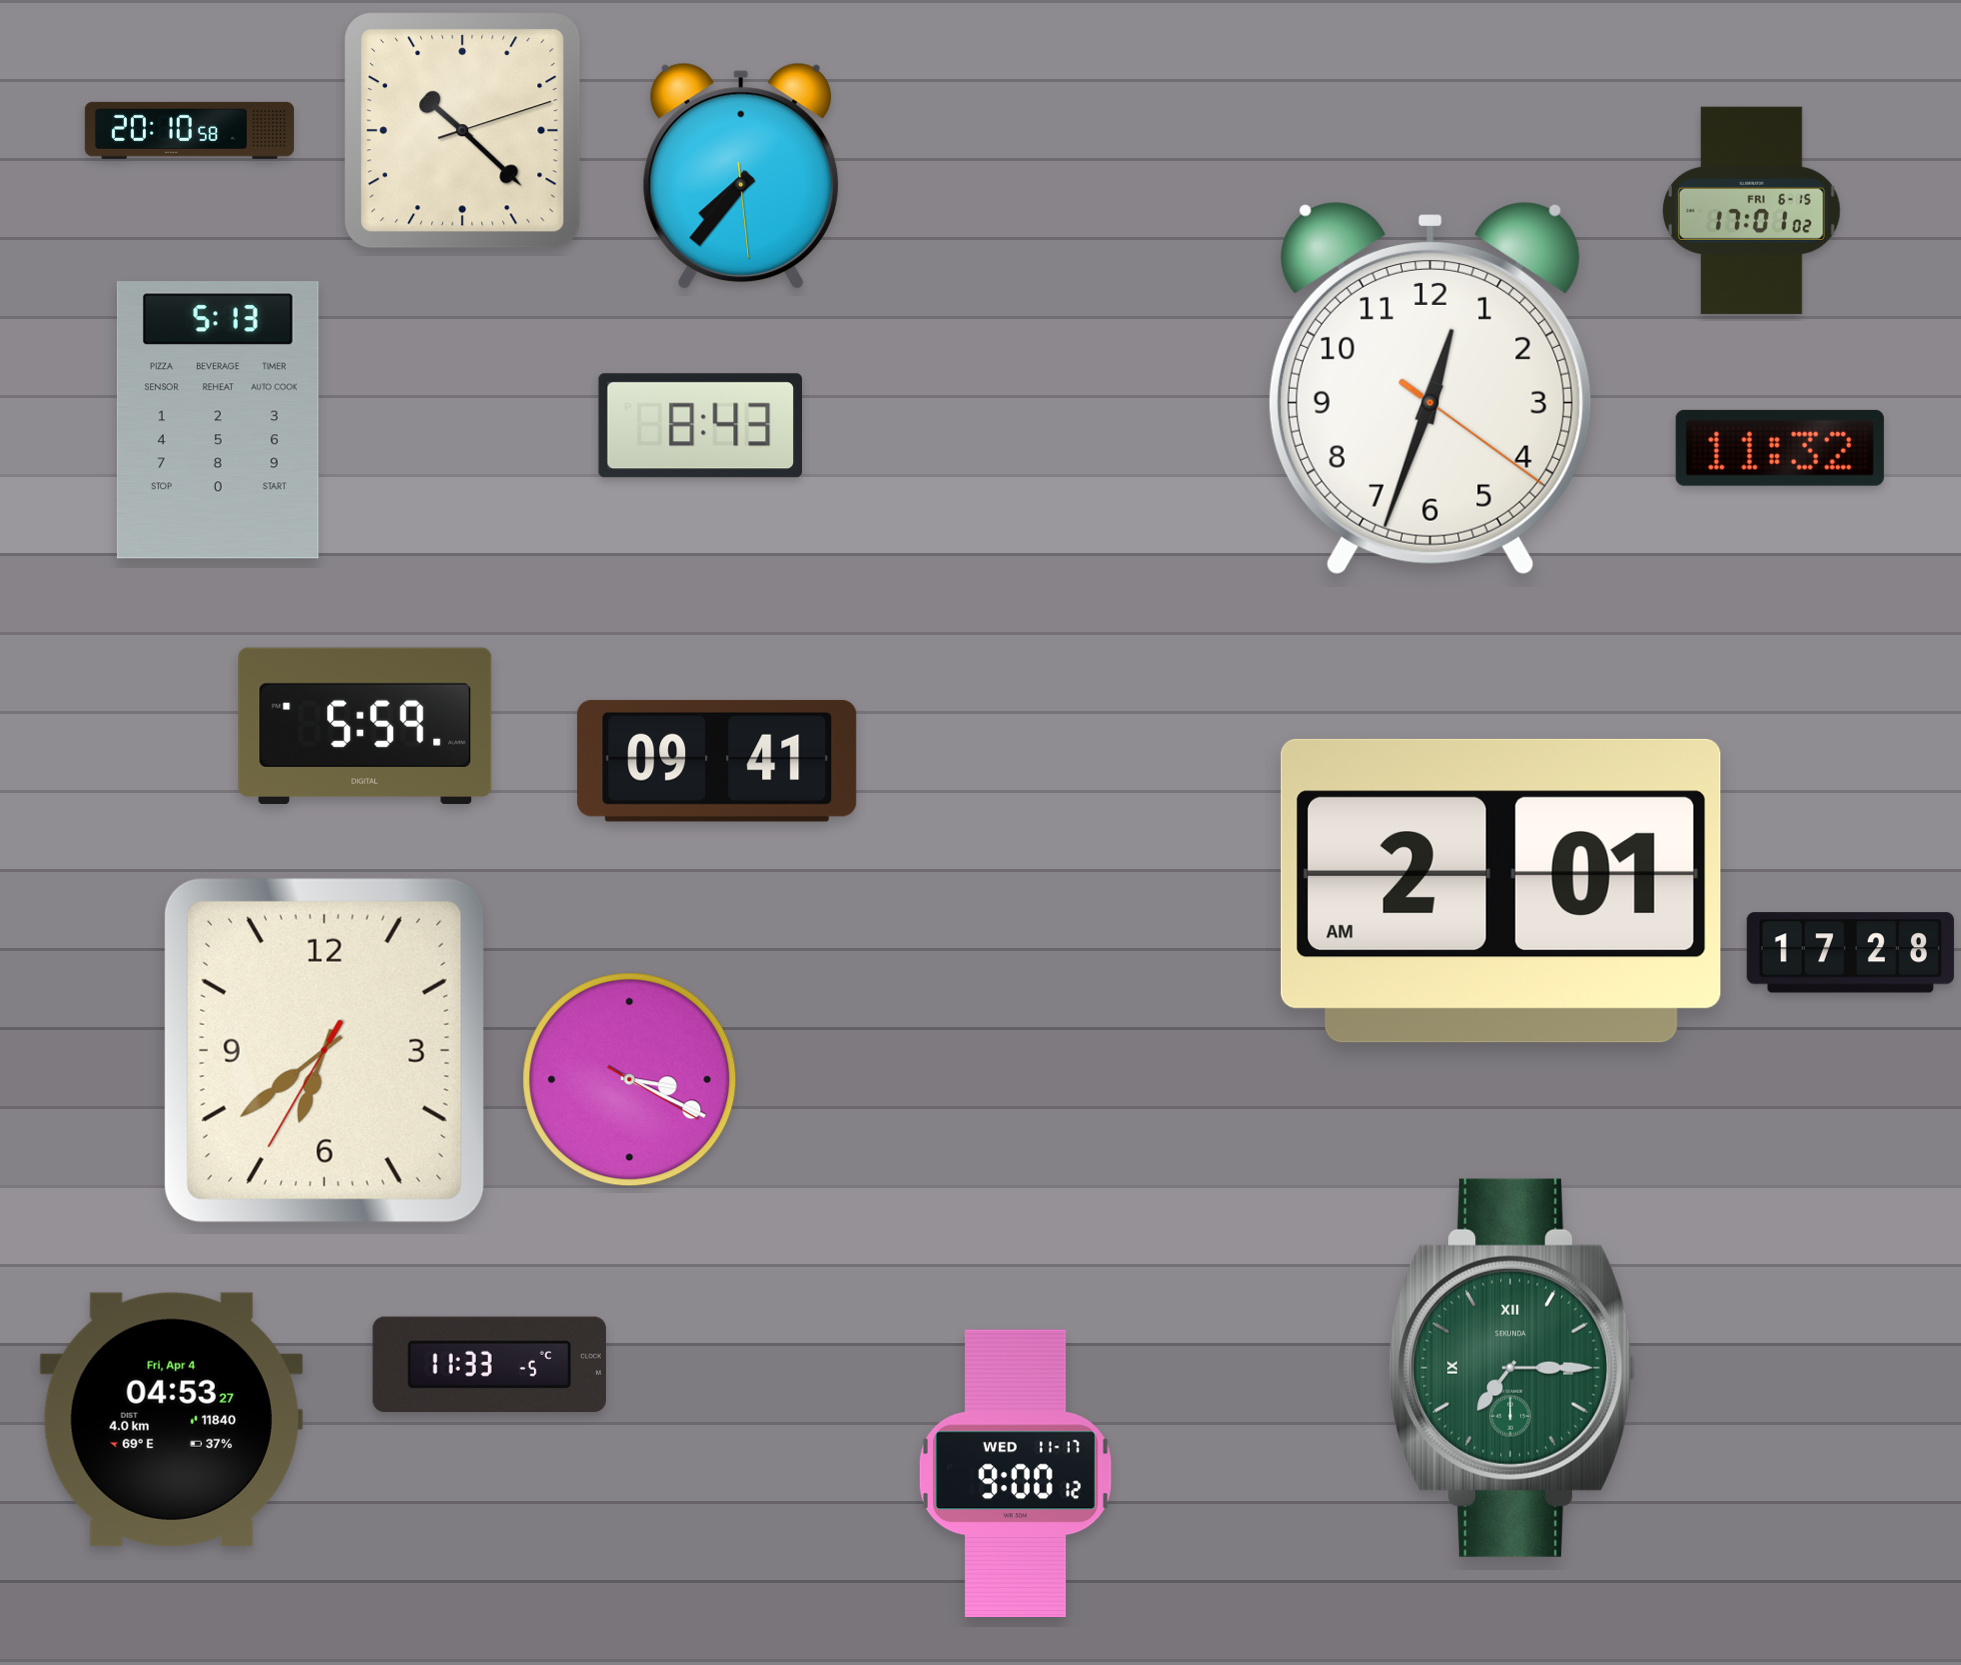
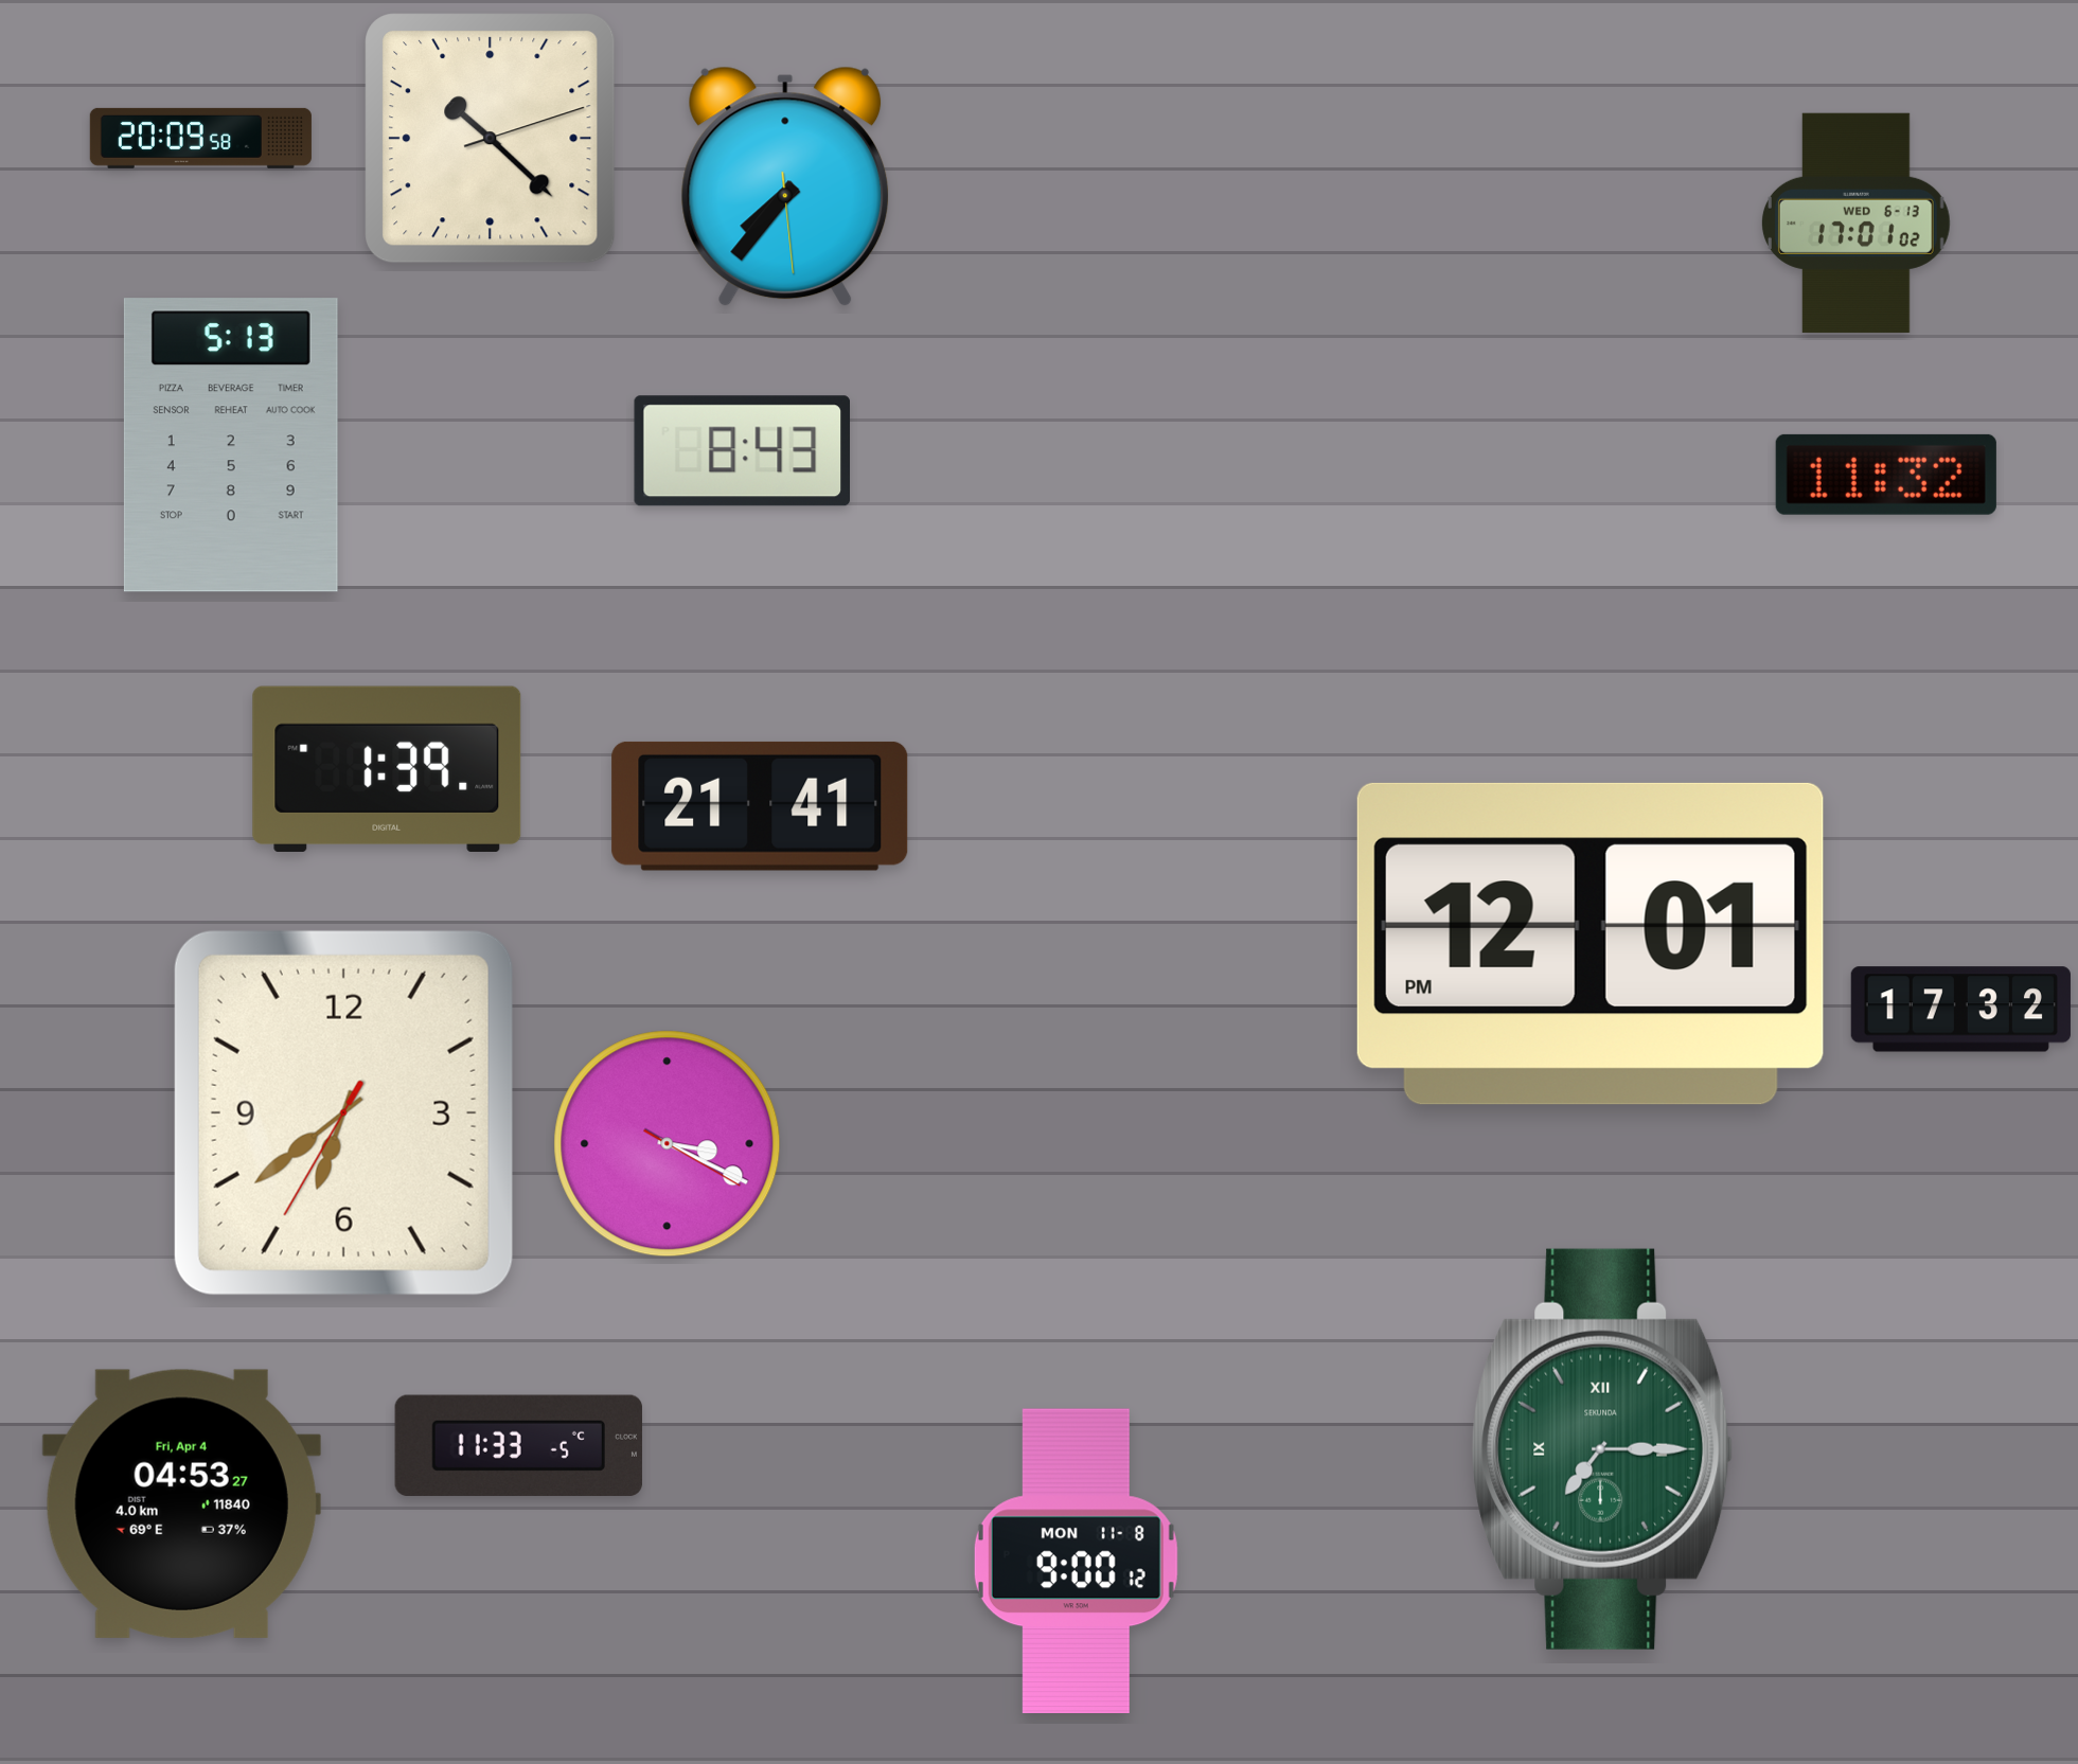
clock at (189, 130): 20:10 -> 20:09
clock at (1751, 210) date: FRI 6-15 -> WED 6-13
clock at (1430, 388): 12:33 -> none
clock at (365, 725): 5:59 -> 1:39
clock at (717, 761): 09:41 -> 21:41
clock at (1501, 891): 2:01 -> 12:01
clock at (1850, 953): 17:28 -> 17:32
clock at (1015, 1473) date: WED 11-17 -> MON 11-8
